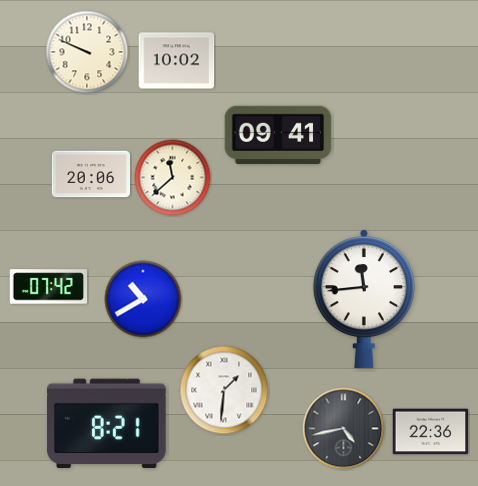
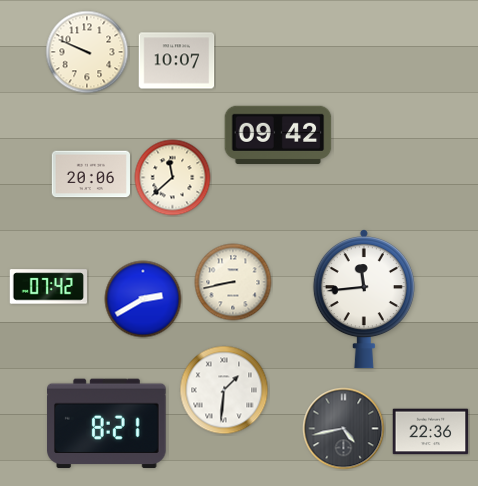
clock at (177, 61): 10:02 -> 10:07
clock at (278, 134): 09:41 -> 09:42
clock at (233, 282): none -> 8:43
clock at (143, 299): 10:40 -> 2:40
